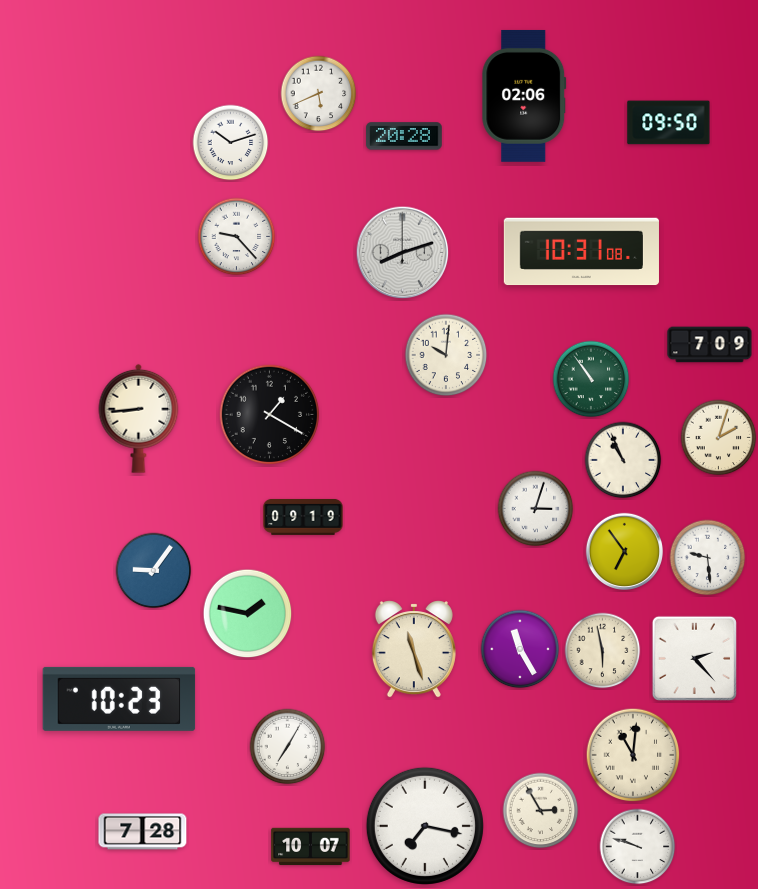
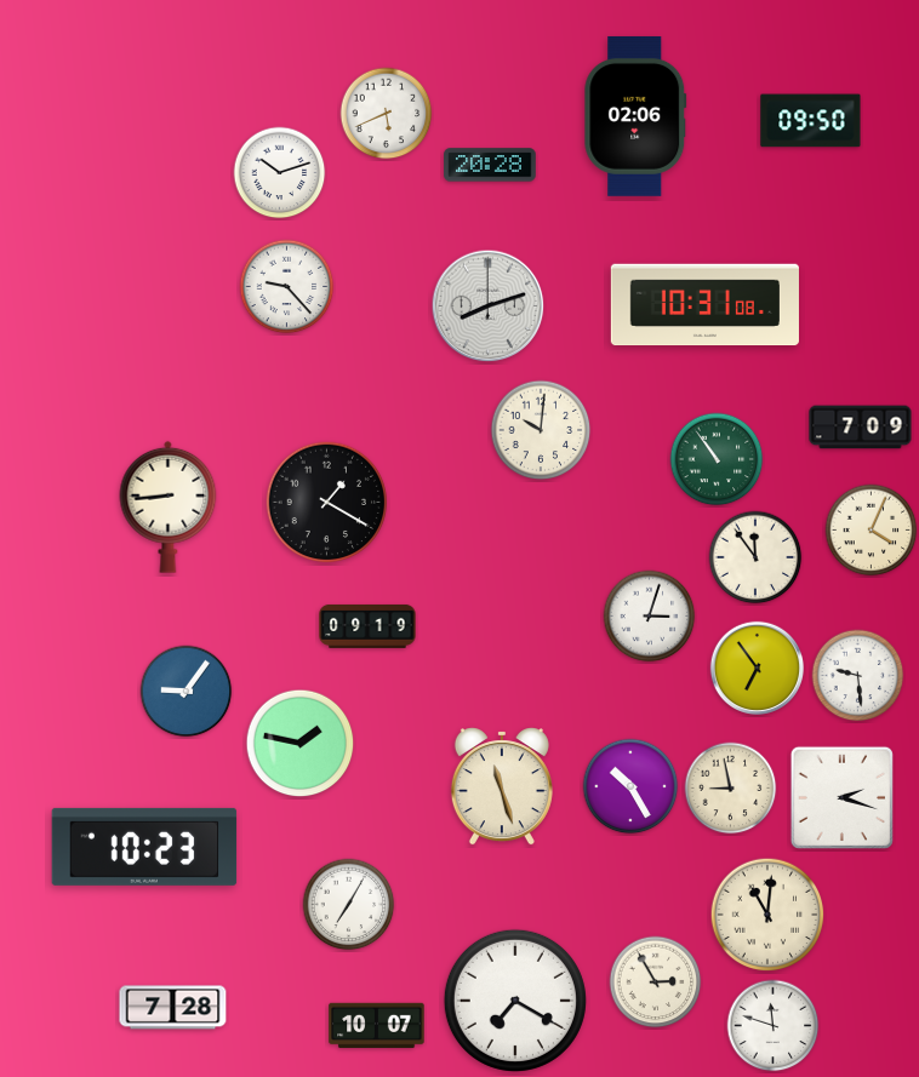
clock at (669, 123) position: (669, 123) -> (811, 121)
clock at (710, 345) position: (710, 345) -> (861, 428)
clock at (719, 438): 2:03 -> 4:04
clock at (623, 460): 10:56 -> 11:54
clock at (520, 649): 11:25 -> 10:25
clock at (603, 651): 5:58 -> 8:58
clock at (694, 658): 2:23 -> 2:18
clock at (425, 826): 7:17 -> 7:20
clock at (638, 847): 9:48 -> 11:48
